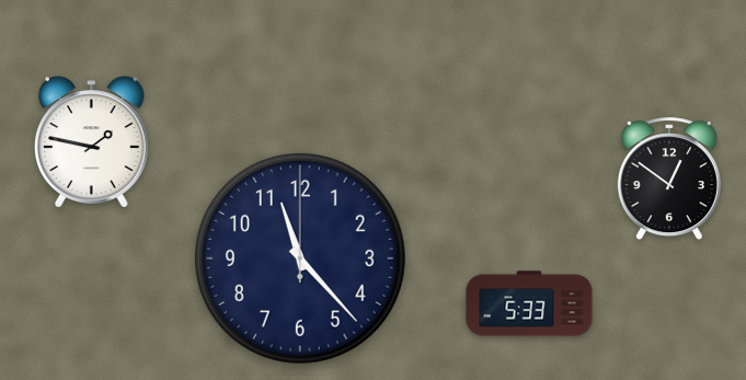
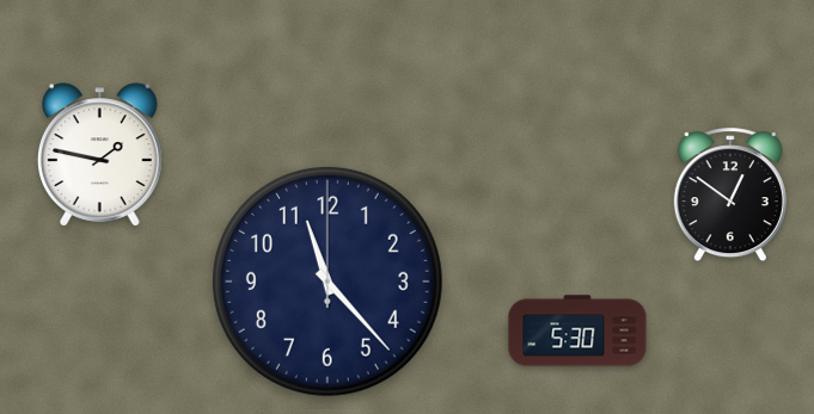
clock at (529, 303): 5:33 -> 5:30
